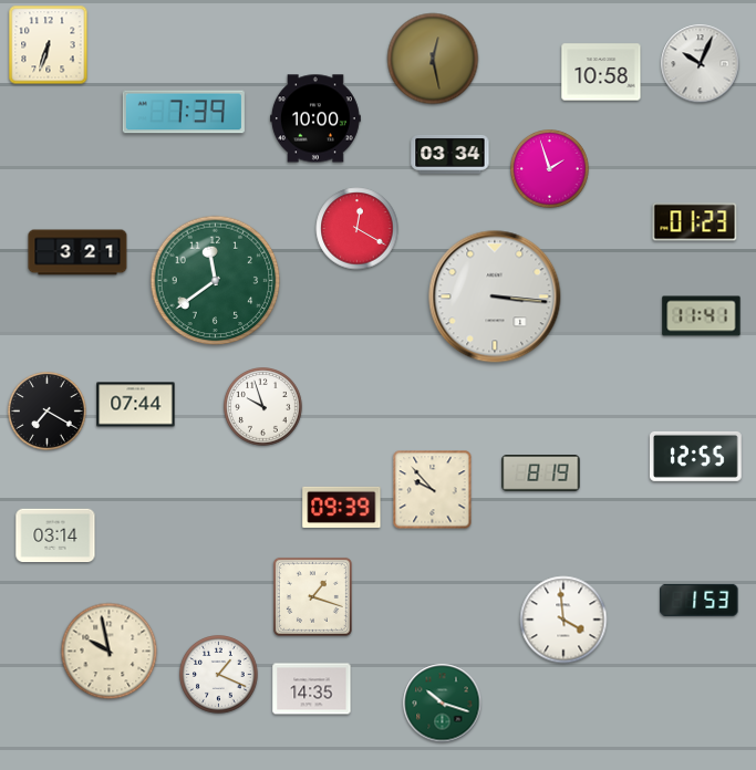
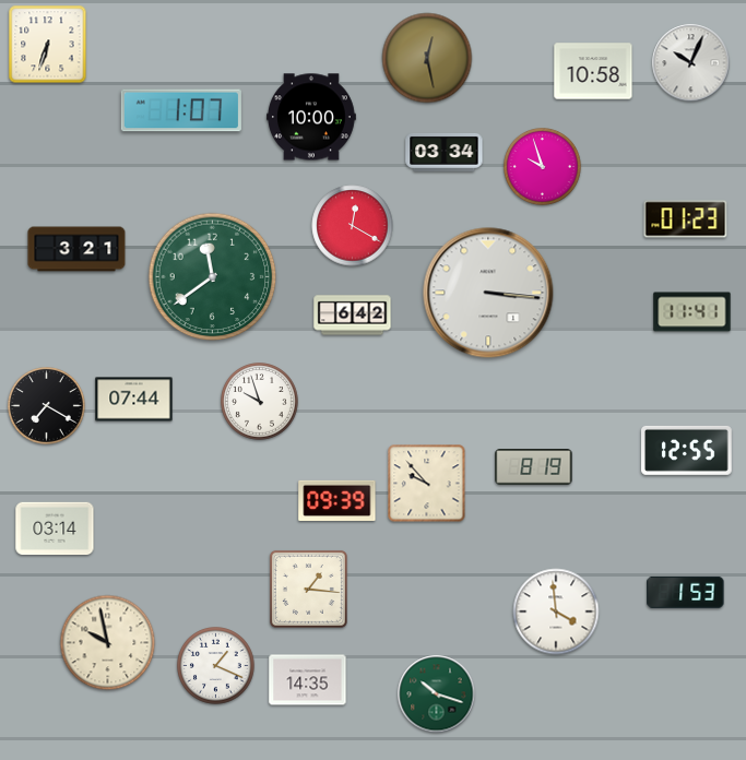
clock at (184, 112): 7:39 -> 1:07
clock at (550, 169): 1:57 -> 9:57
clock at (353, 316): none -> 6:42
clock at (312, 596): 1:18 -> 1:16
clock at (700, 600) position: (700, 600) -> (686, 592)
